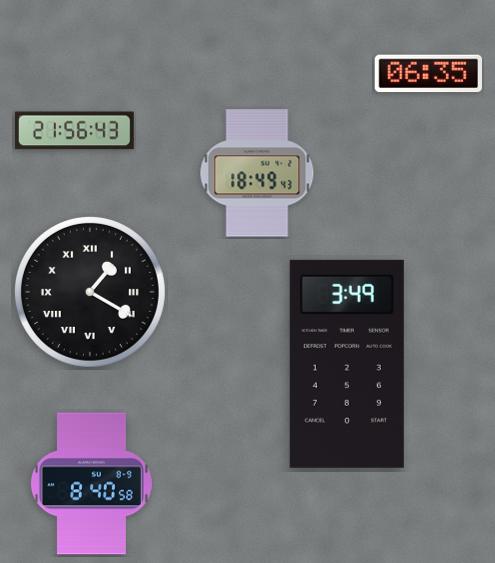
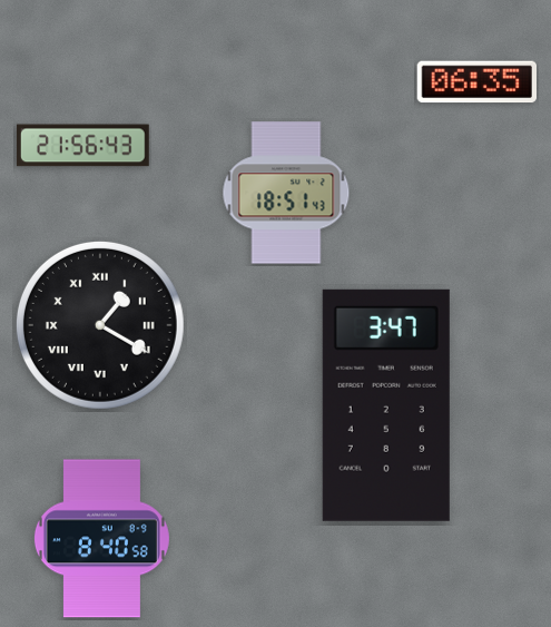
clock at (257, 173): 18:49 -> 18:51
clock at (347, 364): 3:49 -> 3:47
